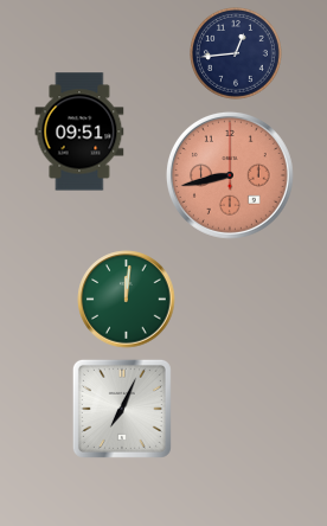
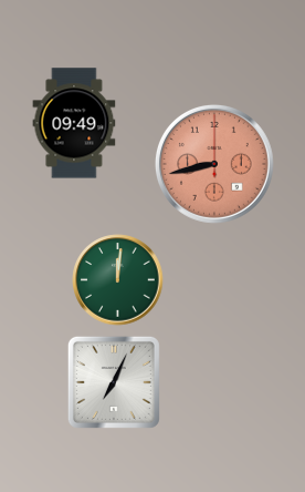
clock at (237, 54): 12:44 -> none
clock at (79, 131): 09:51 -> 09:49
